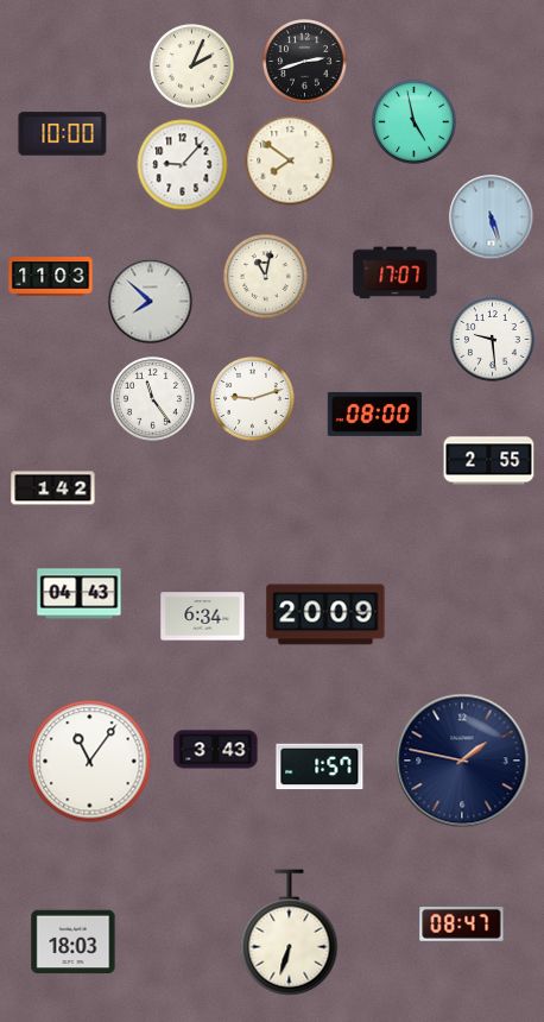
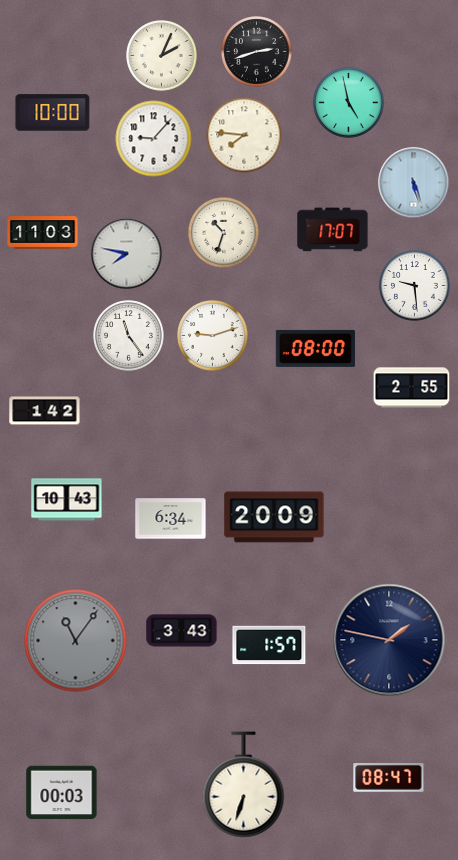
clock at (290, 160): 7:51 -> 7:46
clock at (266, 277): 11:02 -> 10:33
clock at (151, 302): 7:52 -> 7:47
clock at (80, 594): 04:43 -> 10:43
clock at (90, 762) dial: white -> grey
clock at (74, 942): 18:03 -> 00:03
